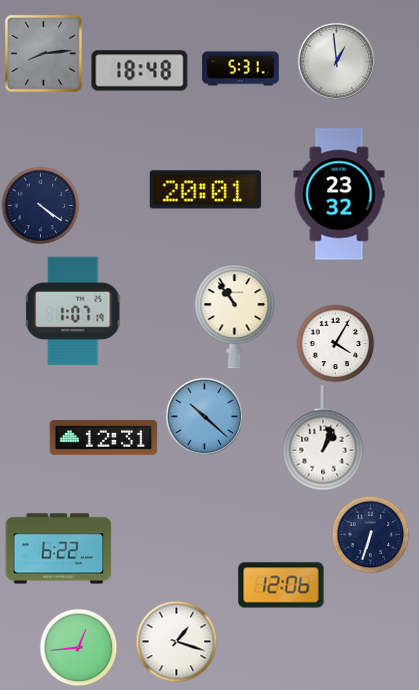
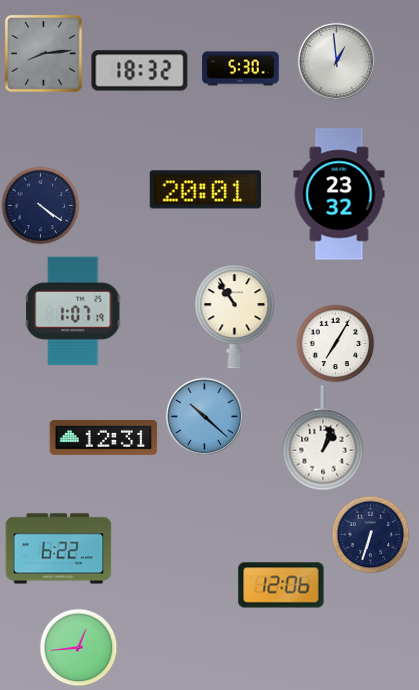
clock at (241, 69): 5:31 -> 5:30
clock at (140, 71): 18:48 -> 18:32
clock at (335, 343): 4:05 -> 7:05
clock at (176, 641): 1:18 -> none
